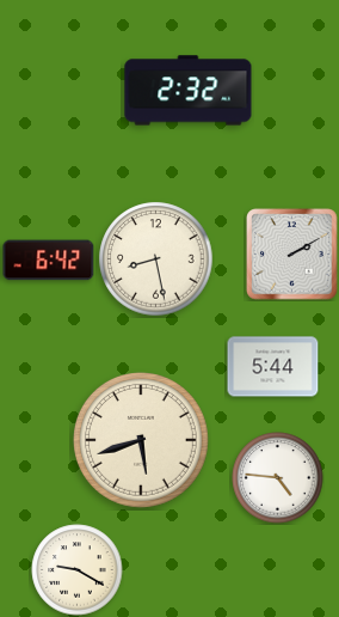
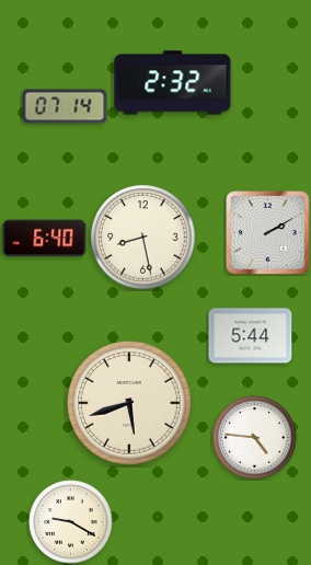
clock at (65, 106): none -> 07:14
clock at (49, 261): 6:42 -> 6:40
